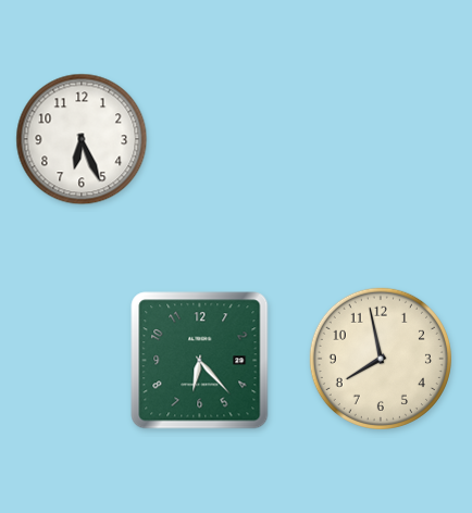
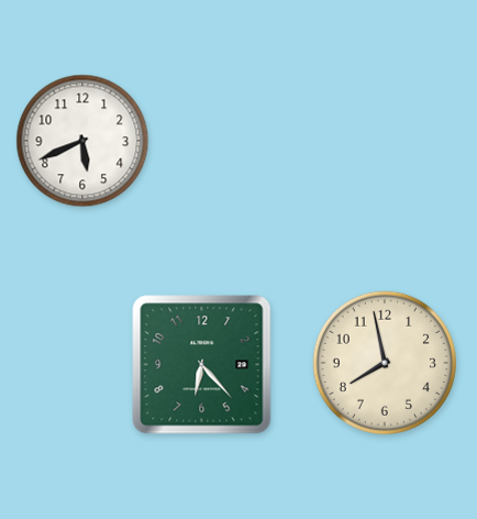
clock at (82, 139): 6:26 -> 5:41
